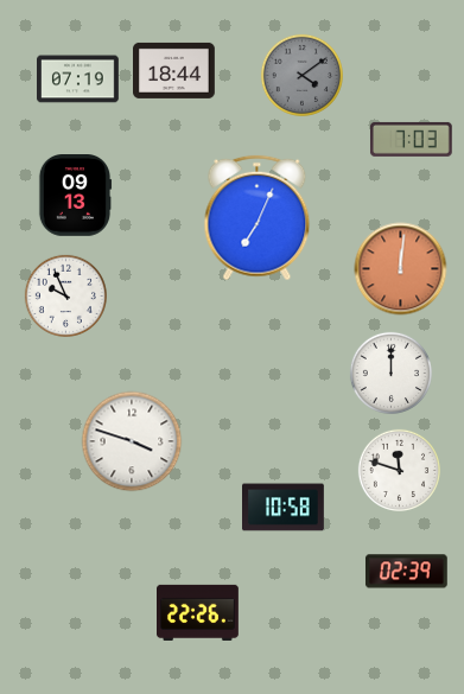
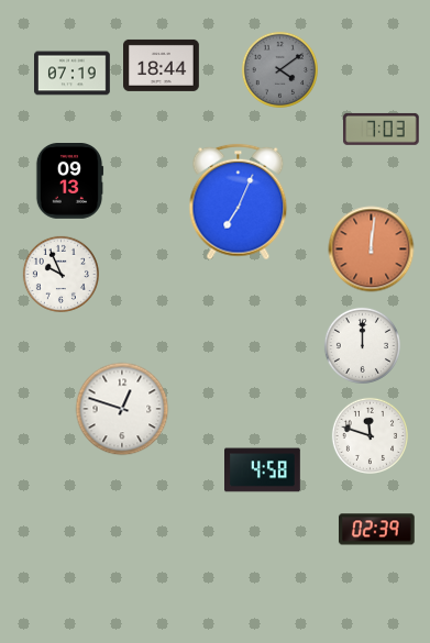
clock at (132, 441): 3:48 -> 12:48
clock at (284, 508): 10:58 -> 4:58
clock at (198, 612): 22:26 -> none
